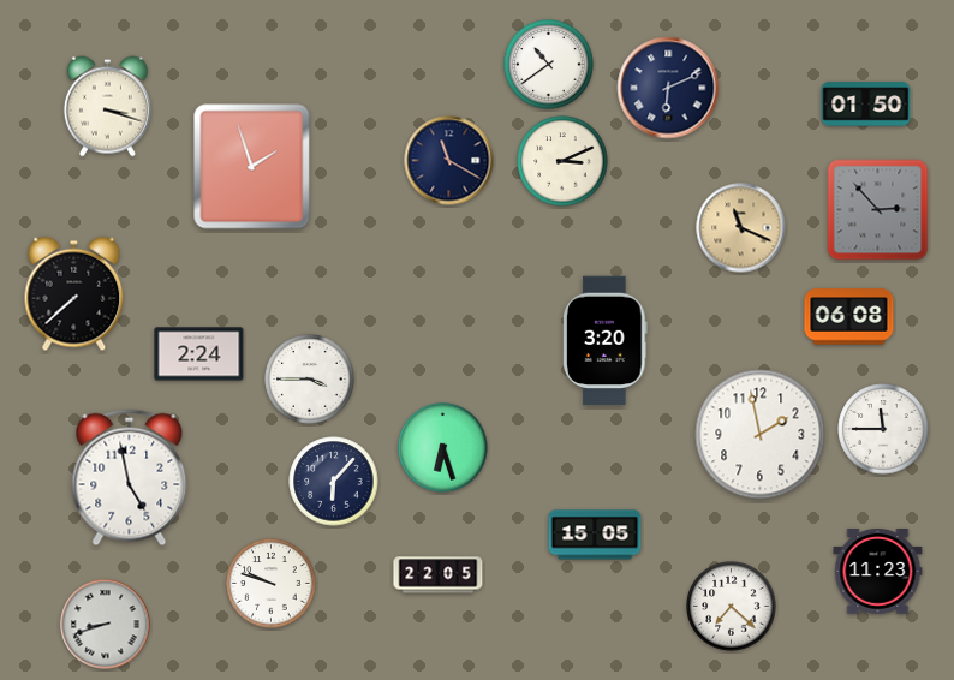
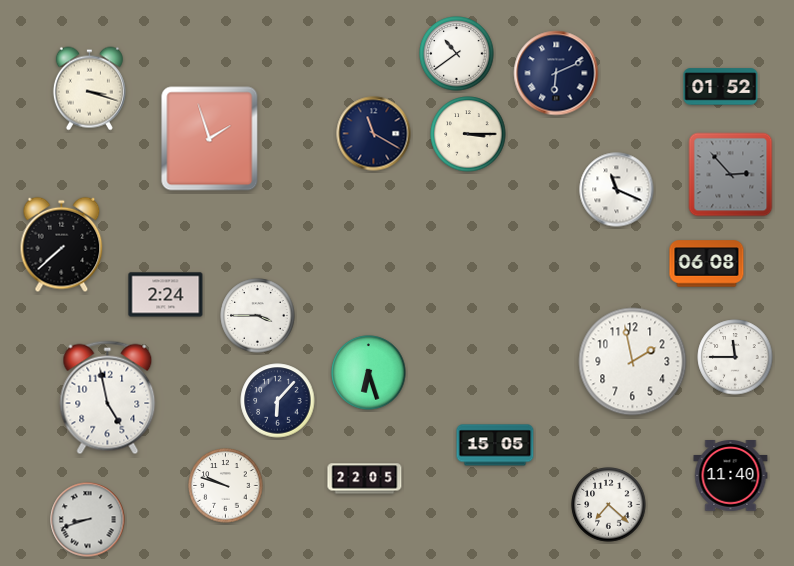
clock at (866, 105): 01:50 -> 01:52
clock at (562, 161): 3:11 -> 3:15
clock at (741, 228) dial: champagne -> white
clock at (606, 341): 3:20 -> none
clock at (878, 572): 11:23 -> 11:40
